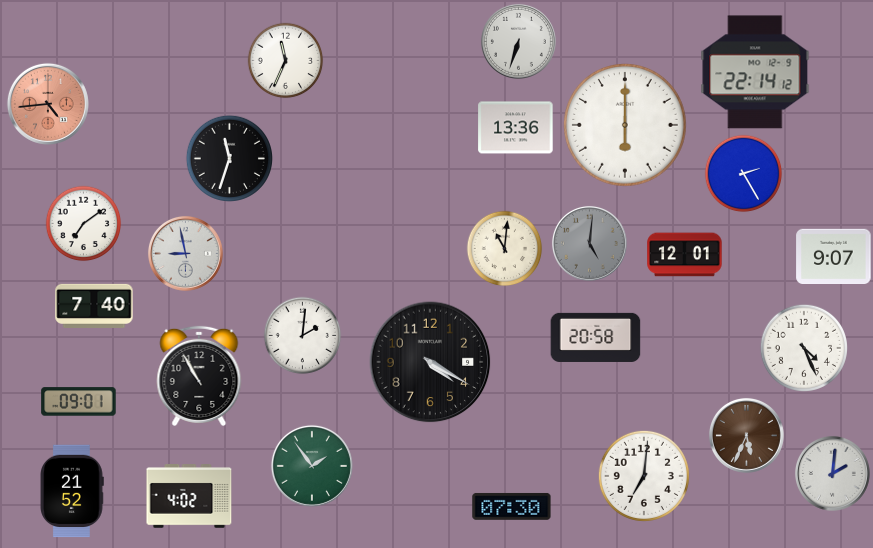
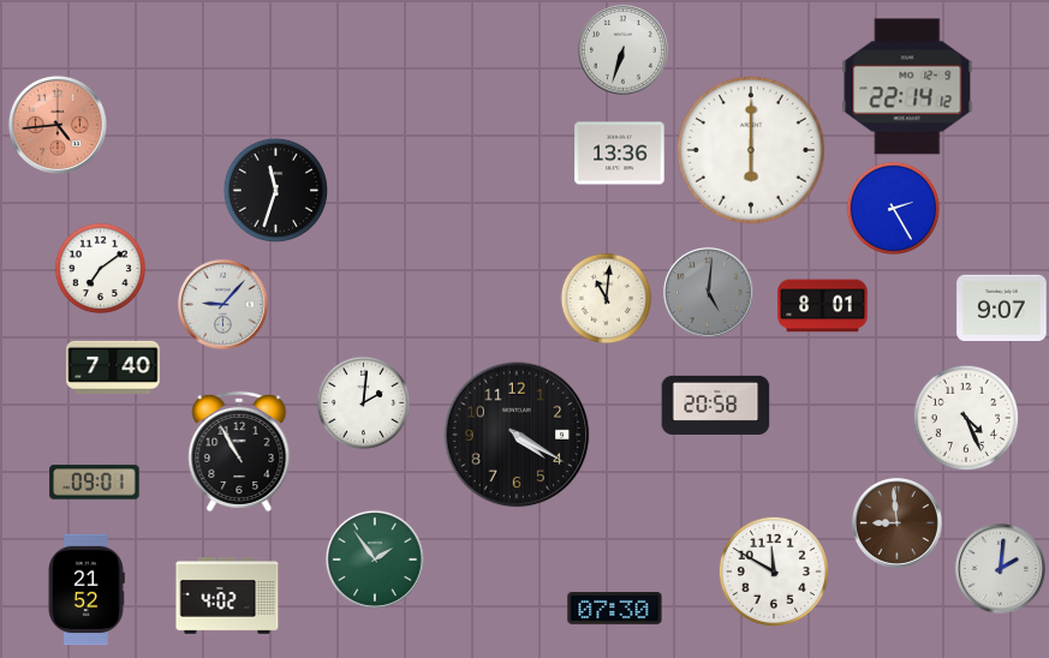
clock at (286, 61): 11:34 -> none
clock at (185, 253): 8:58 -> 9:07
clock at (685, 255): 12:01 -> 8:01
clock at (746, 435): 5:34 -> 8:59
clock at (644, 476): 7:01 -> 11:50
